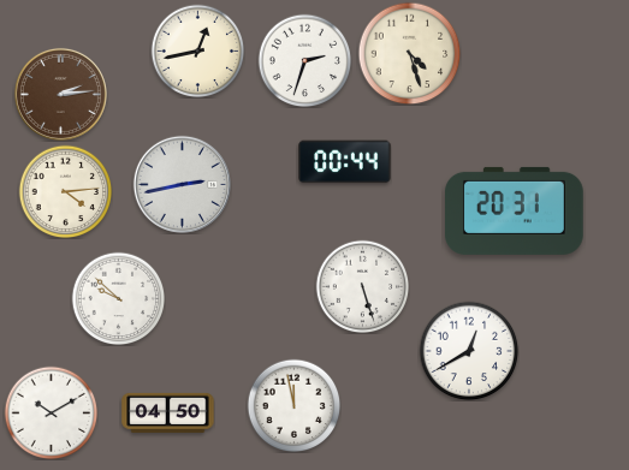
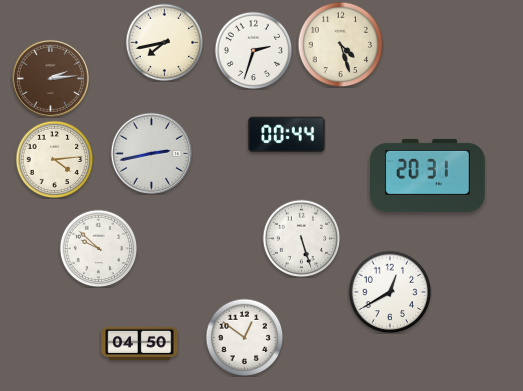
clock at (197, 50): 12:43 -> 7:43
clock at (293, 405): 11:58 -> 12:51
clock at (51, 412): 10:10 -> none
